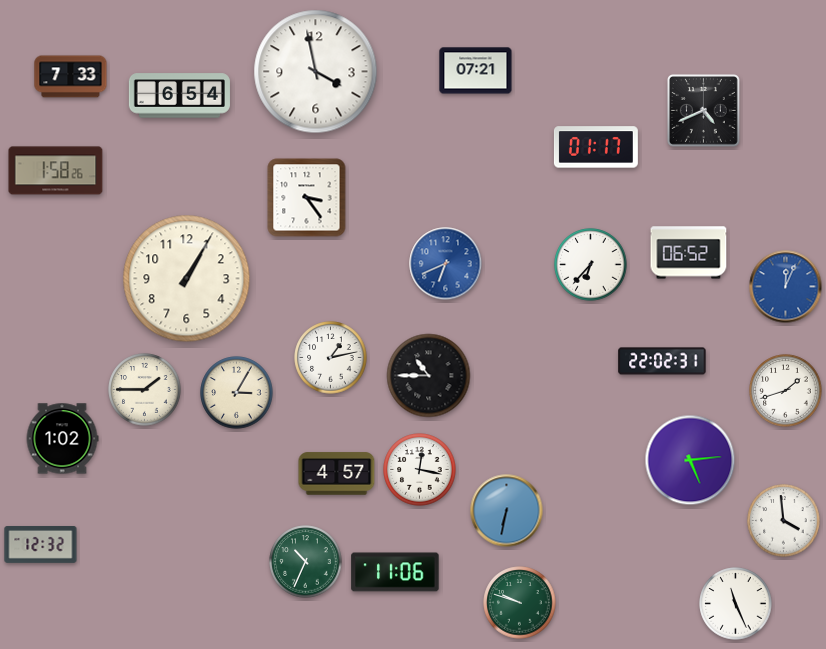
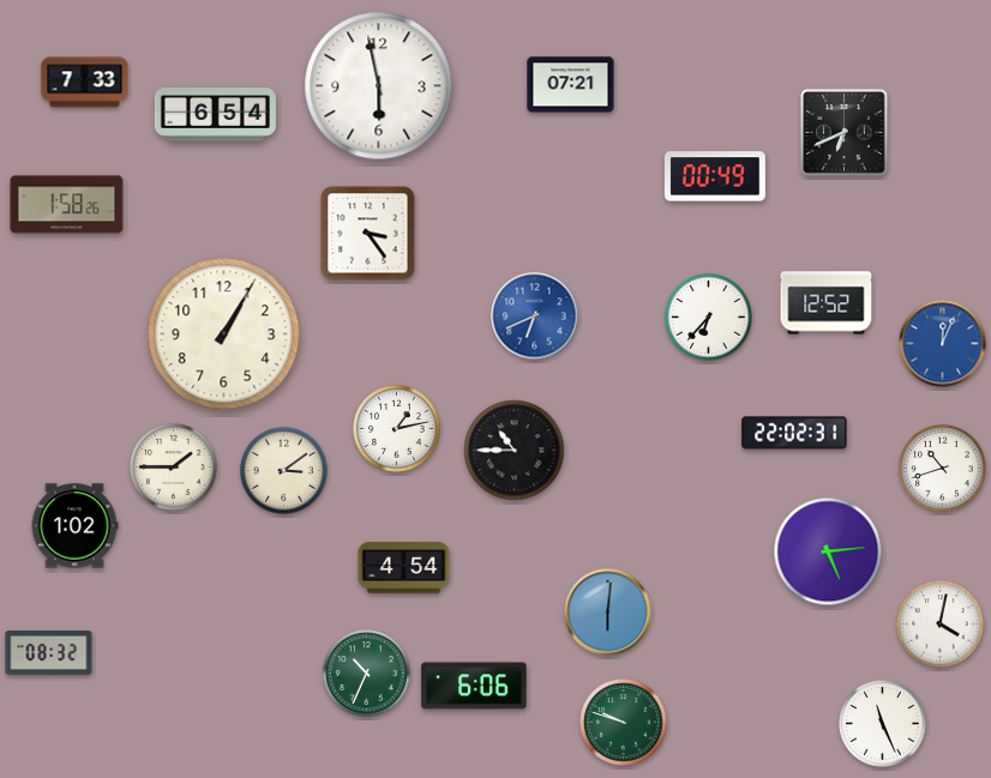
clock at (316, 72): 3:58 -> 5:58
clock at (71, 77) position: (71, 77) -> (85, 83)
clock at (703, 110): 4:41 -> 6:41
clock at (596, 147): 01:17 -> 00:49
clock at (307, 198) position: (307, 198) -> (368, 234)
clock at (689, 253): 06:52 -> 12:52
clock at (786, 391): 1:42 -> 10:42
clock at (237, 393): 3:05 -> 3:09
clock at (420, 470): 12:17 -> none
clock at (337, 474): 4:57 -> 4:54
clock at (507, 511): 6:32 -> 6:01
clock at (784, 521): 3:59 -> 4:02
clock at (41, 545): 12:32 -> 08:32
clock at (395, 572): 11:06 -> 6:06
